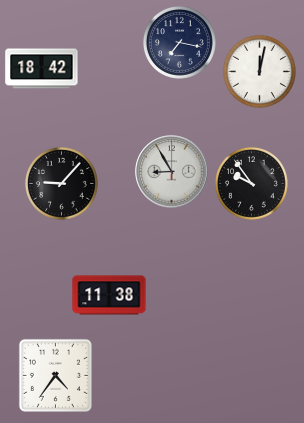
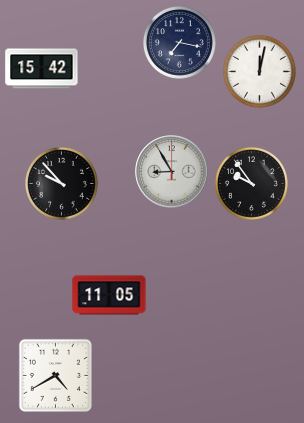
clock at (42, 69): 18:42 -> 15:42
clock at (61, 183): 9:07 -> 9:53
clock at (109, 295): 11:38 -> 11:05
clock at (55, 375): 4:36 -> 4:40
